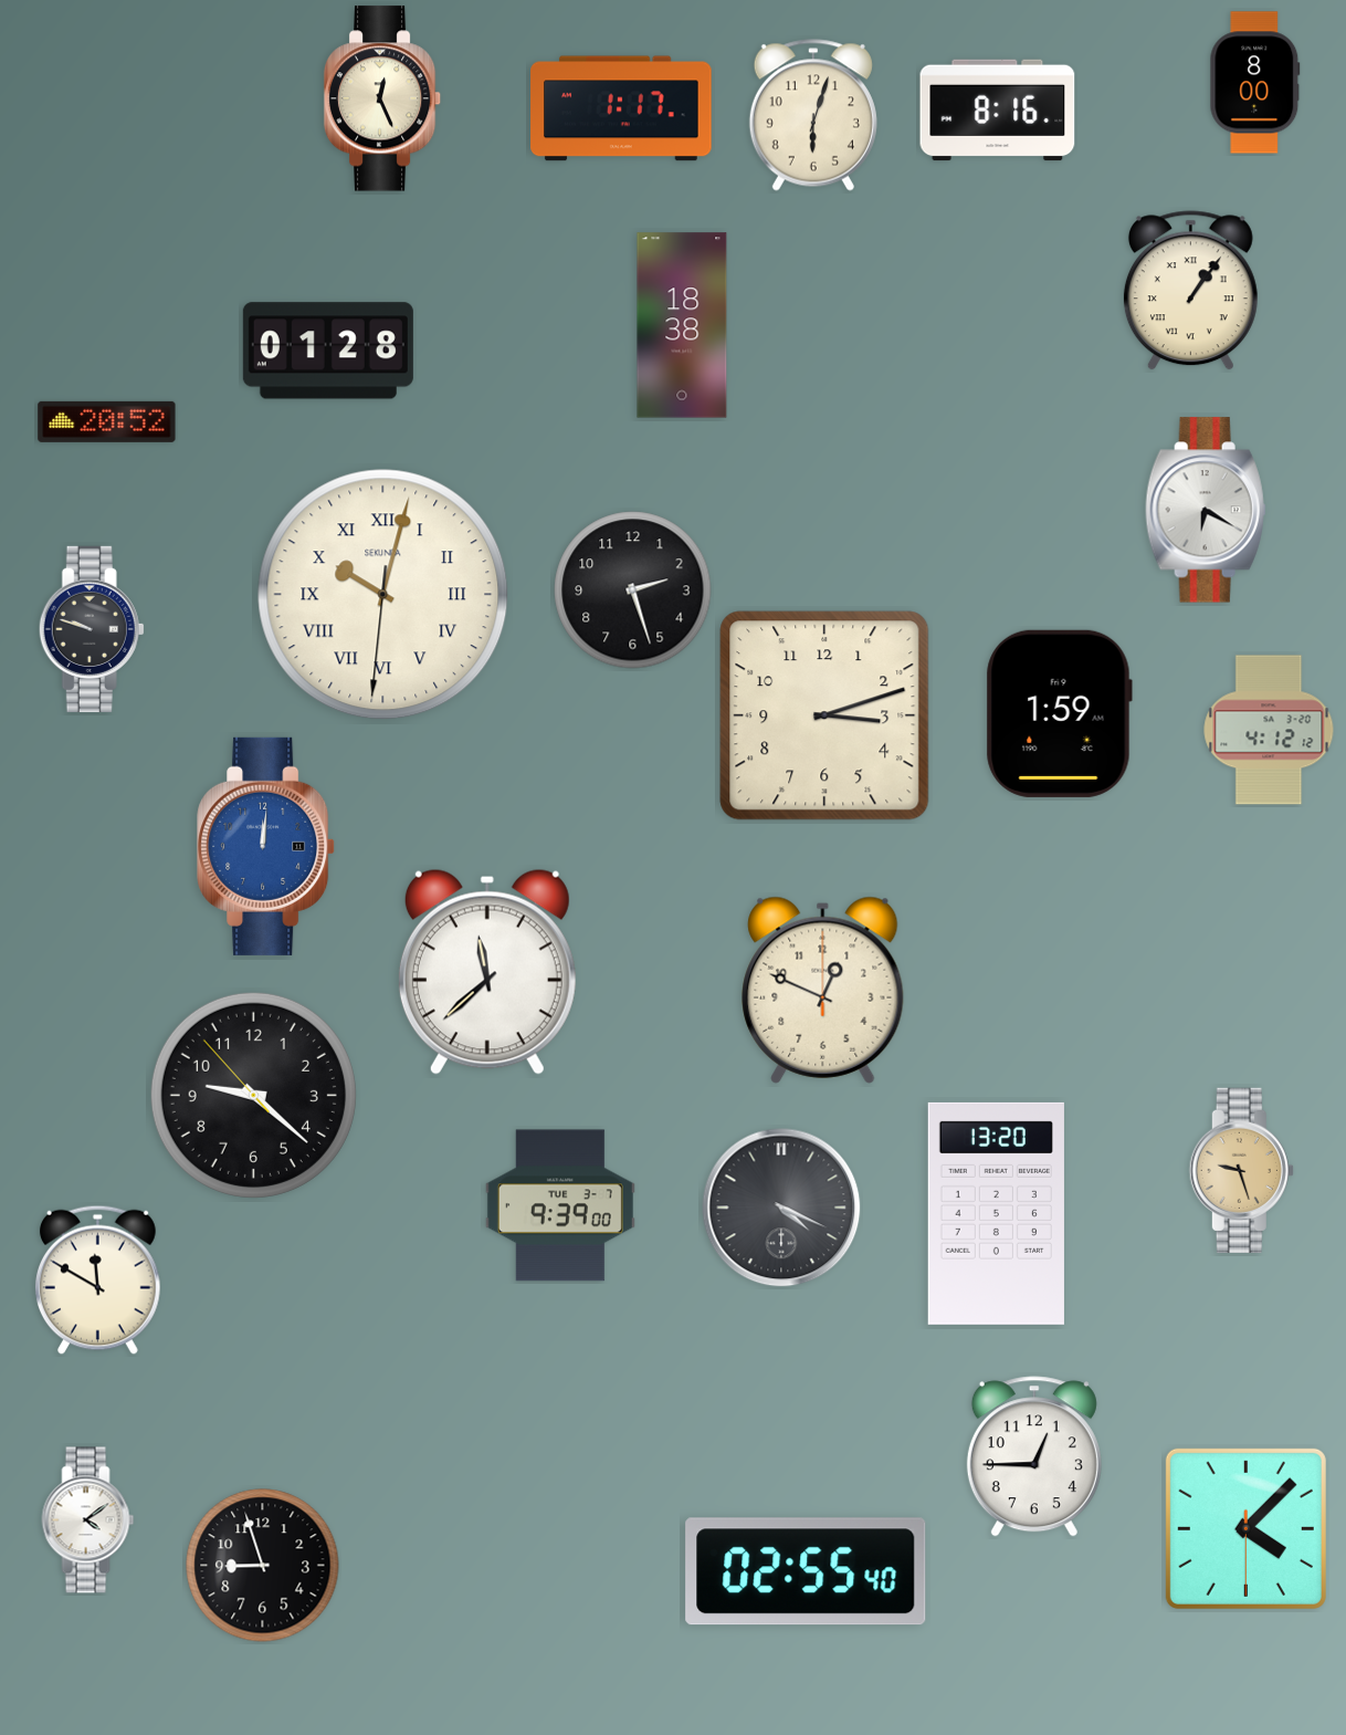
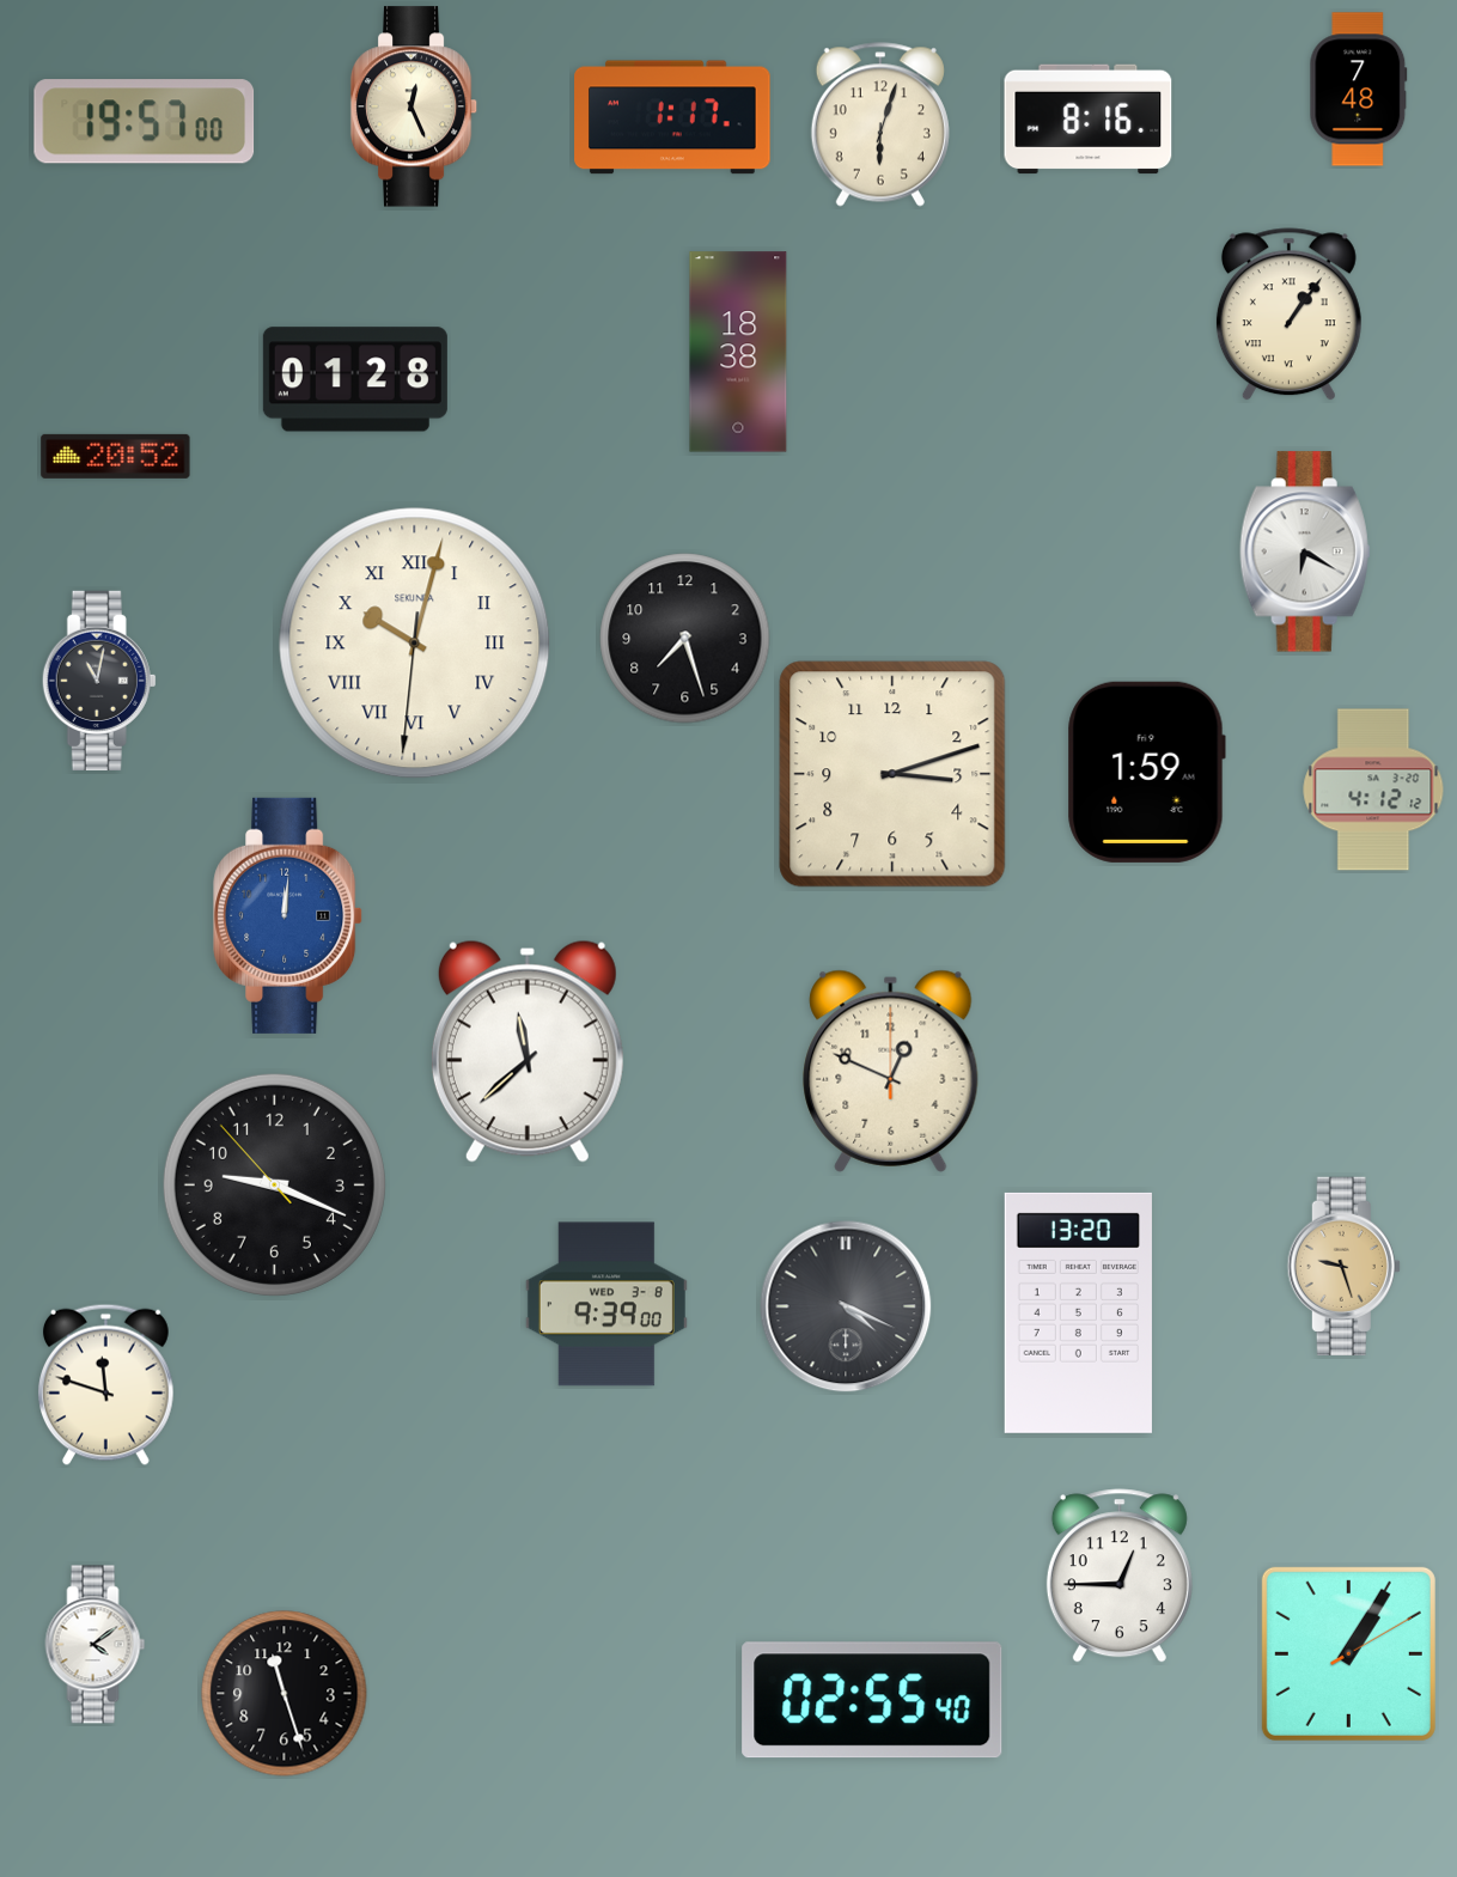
clock at (1255, 83): 8:00 -> 7:48
clock at (998, 111) position: (998, 111) -> (1089, 120)
clock at (145, 122): none -> 19:57
clock at (633, 590): 2:27 -> 7:27
clock at (92, 629): 9:48 -> 11:02
clock at (253, 1095): 9:21 -> 9:18
clock at (560, 1205) date: TUE 3-7 -> WED 3-8
clock at (97, 1279): 11:50 -> 11:48
clock at (1245, 1528): 4:07 -> 1:05
clock at (263, 1566): 8:57 -> 11:27
